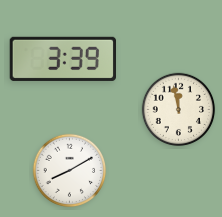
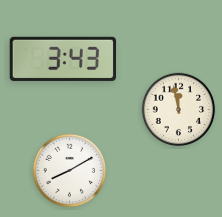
clock at (62, 59): 3:39 -> 3:43
